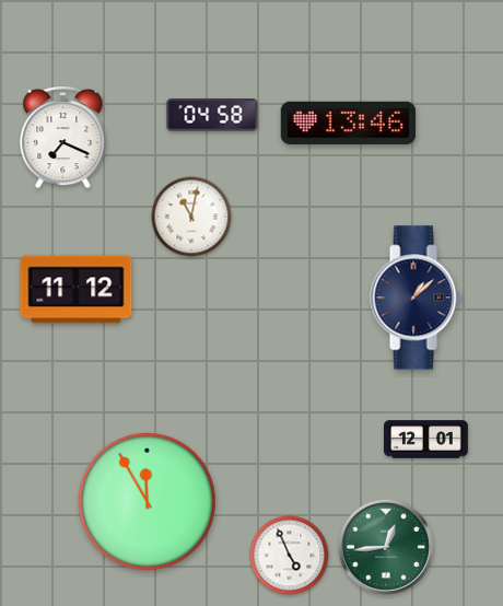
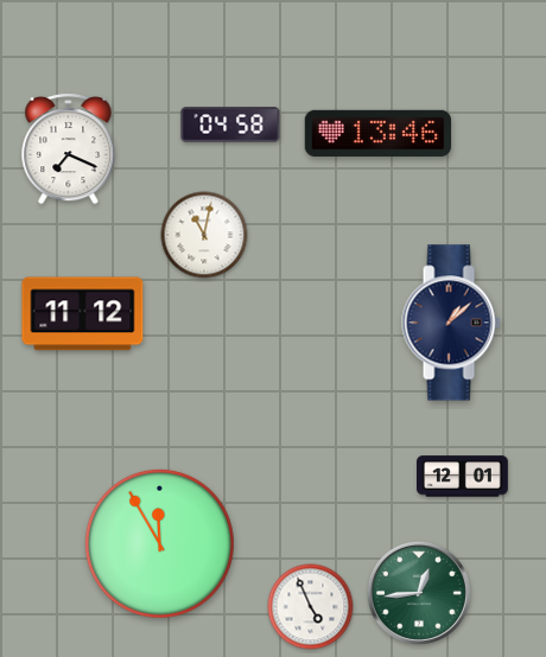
clock at (191, 217) position: (191, 217) -> (204, 235)
clock at (290, 556) position: (290, 556) -> (311, 607)
